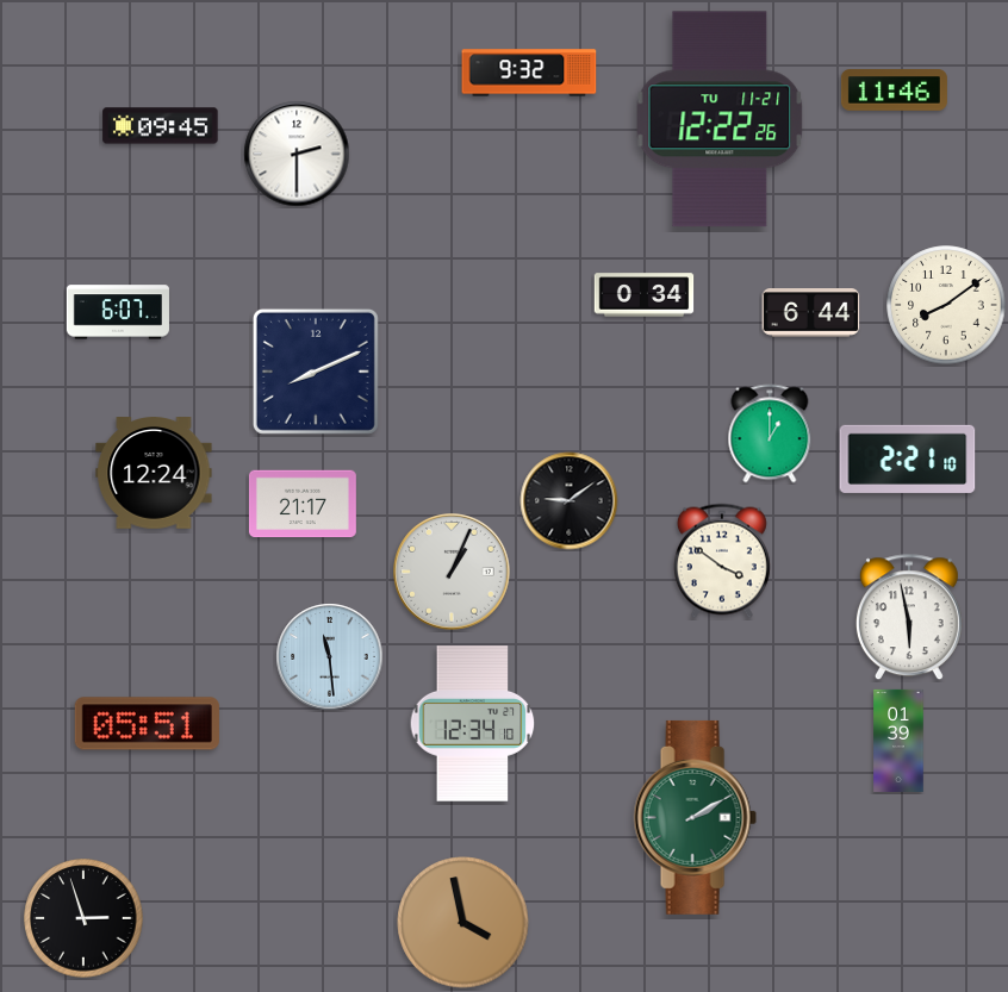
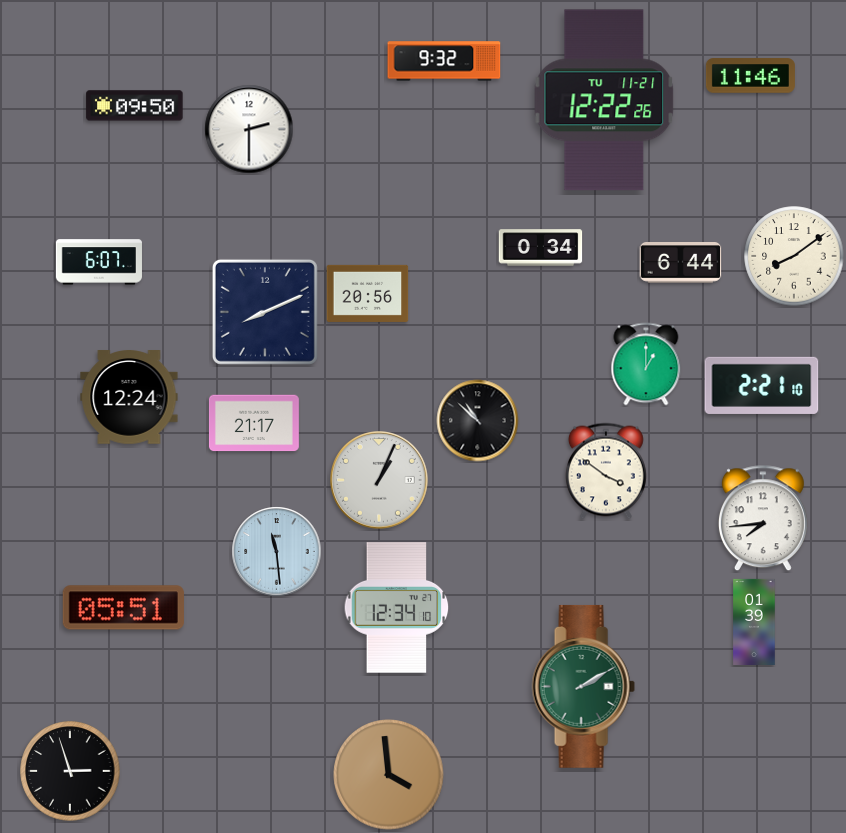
clock at (161, 126): 09:45 -> 09:50
clock at (368, 293): none -> 20:56
clock at (570, 501): 9:09 -> 10:52
clock at (909, 618): 5:58 -> 7:44
clock at (463, 923): 3:58 -> 3:59
